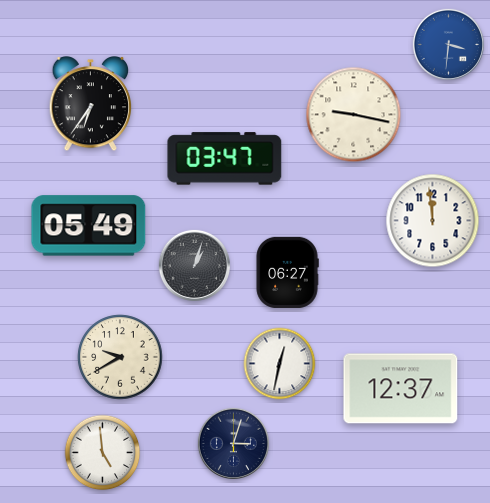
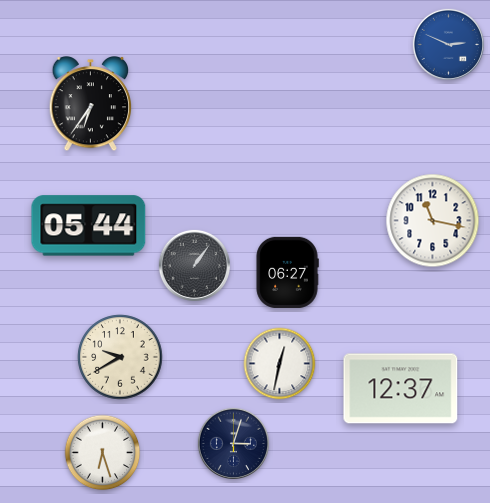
clock at (448, 44): 3:31 -> 2:49
clock at (354, 115): 9:17 -> none
clock at (225, 159): 03:47 -> none
clock at (433, 221): 11:59 -> 11:17
clock at (89, 226): 05:49 -> 05:44
clock at (194, 265): 1:03 -> 1:06
clock at (103, 453): 4:59 -> 6:27
